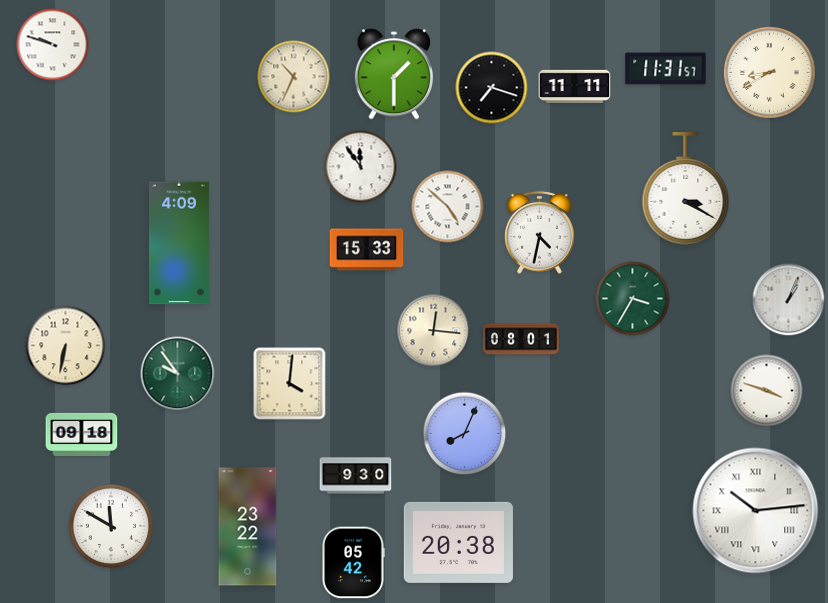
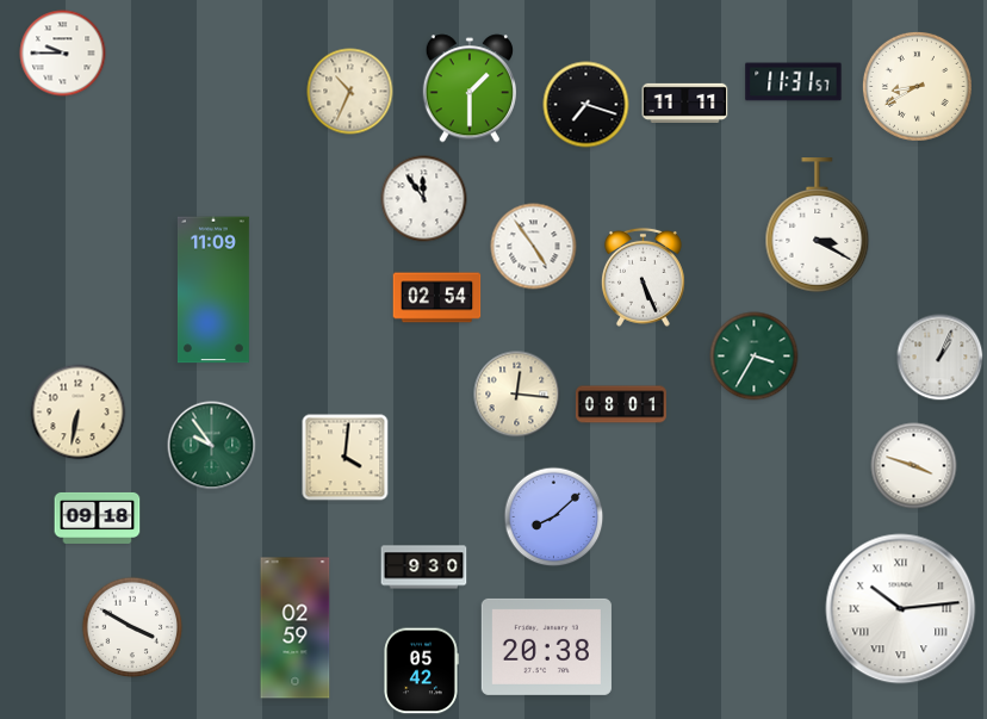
clock at (53, 45): 9:48 -> 9:45
clock at (361, 167) position: (361, 167) -> (424, 199)
clock at (448, 207): 4:52 -> 4:54
clock at (539, 232): 4:32 -> 5:26
clock at (179, 243): 4:09 -> 11:09
clock at (367, 250): 15:33 -> 02:54
clock at (465, 434): 8:04 -> 8:08
clock at (111, 526): 11:50 -> 3:50
clock at (248, 527): 23:22 -> 02:59
